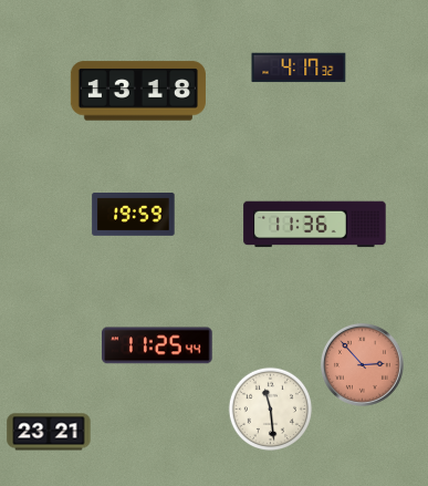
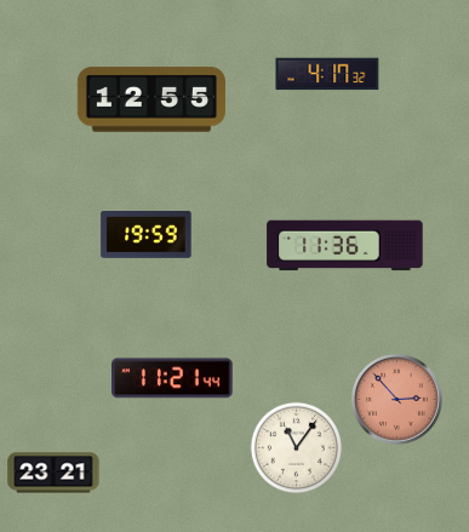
clock at (138, 91): 13:18 -> 12:55
clock at (158, 345): 11:25 -> 11:21
clock at (271, 410): 11:29 -> 11:06
